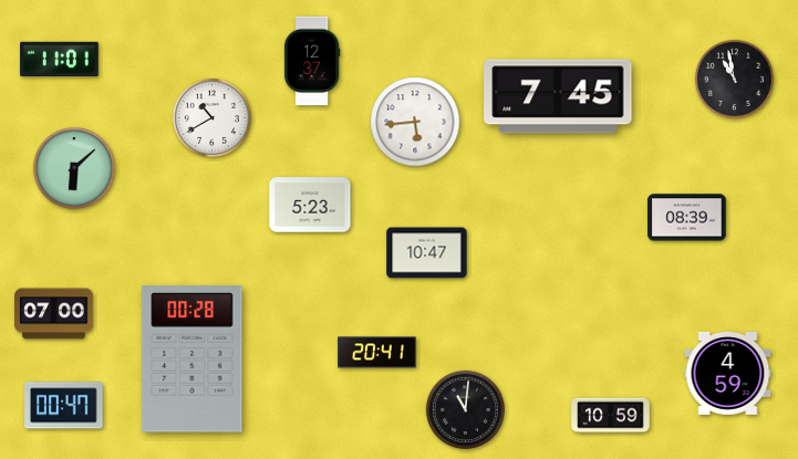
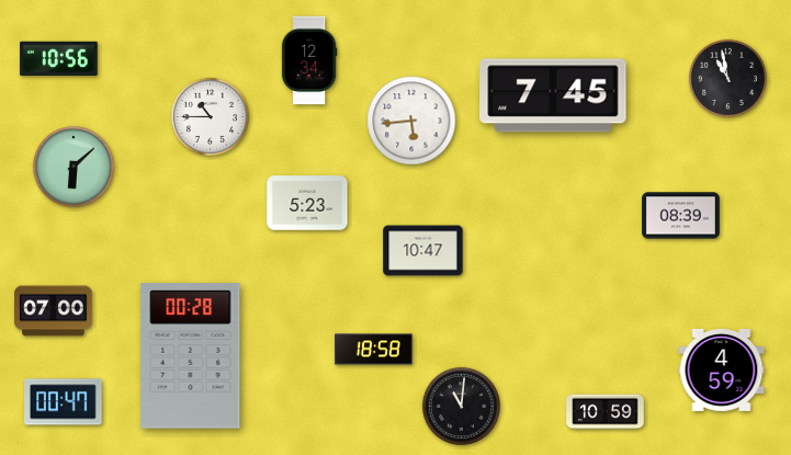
clock at (60, 60): 11:01 -> 10:56
clock at (312, 61): 12:37 -> 12:34
clock at (211, 117): 10:40 -> 10:45
clock at (377, 353): 20:41 -> 18:58
